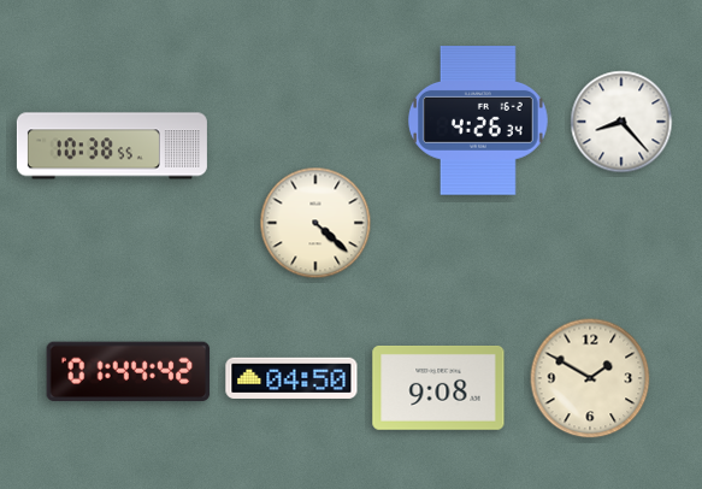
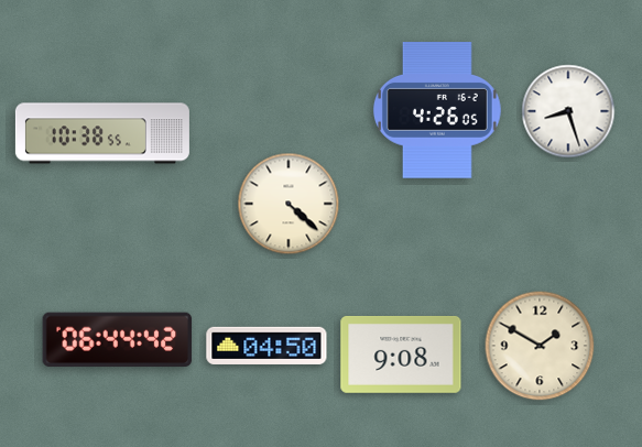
clock at (478, 120): 4:26:34 -> 4:26:05
clock at (621, 122): 8:23 -> 8:27
clock at (129, 372): 01:44 -> 06:44
